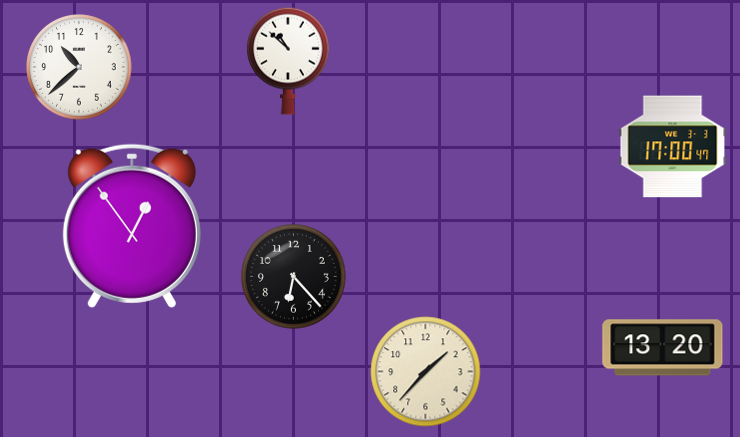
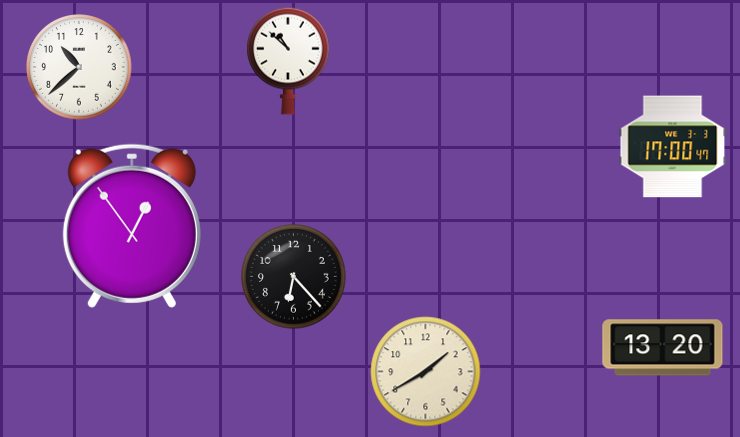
clock at (426, 372): 1:37 -> 1:40
